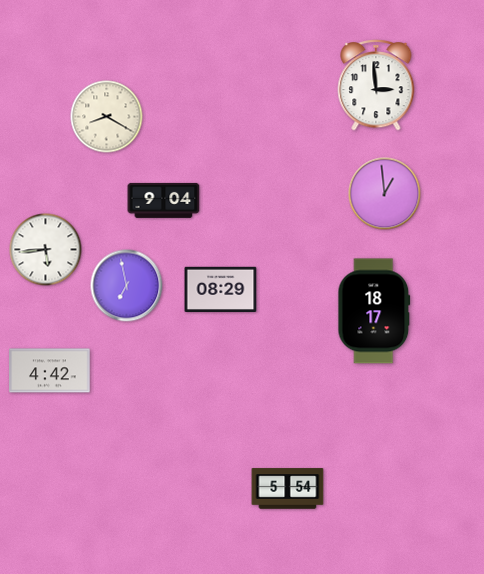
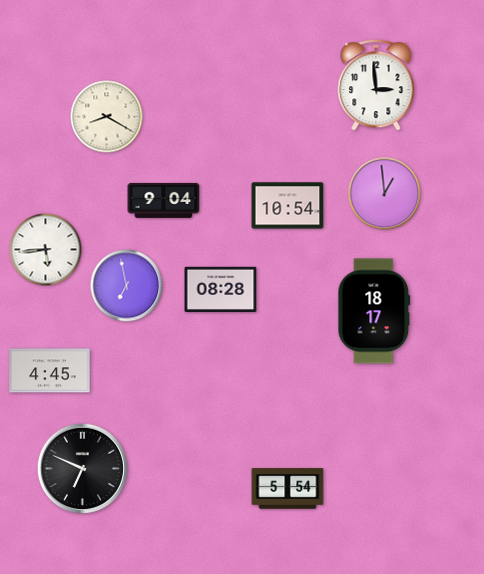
clock at (288, 206): none -> 10:54
clock at (221, 290): 08:29 -> 08:28
clock at (50, 371): 4:42 -> 4:45
clock at (83, 469): none -> 6:49
